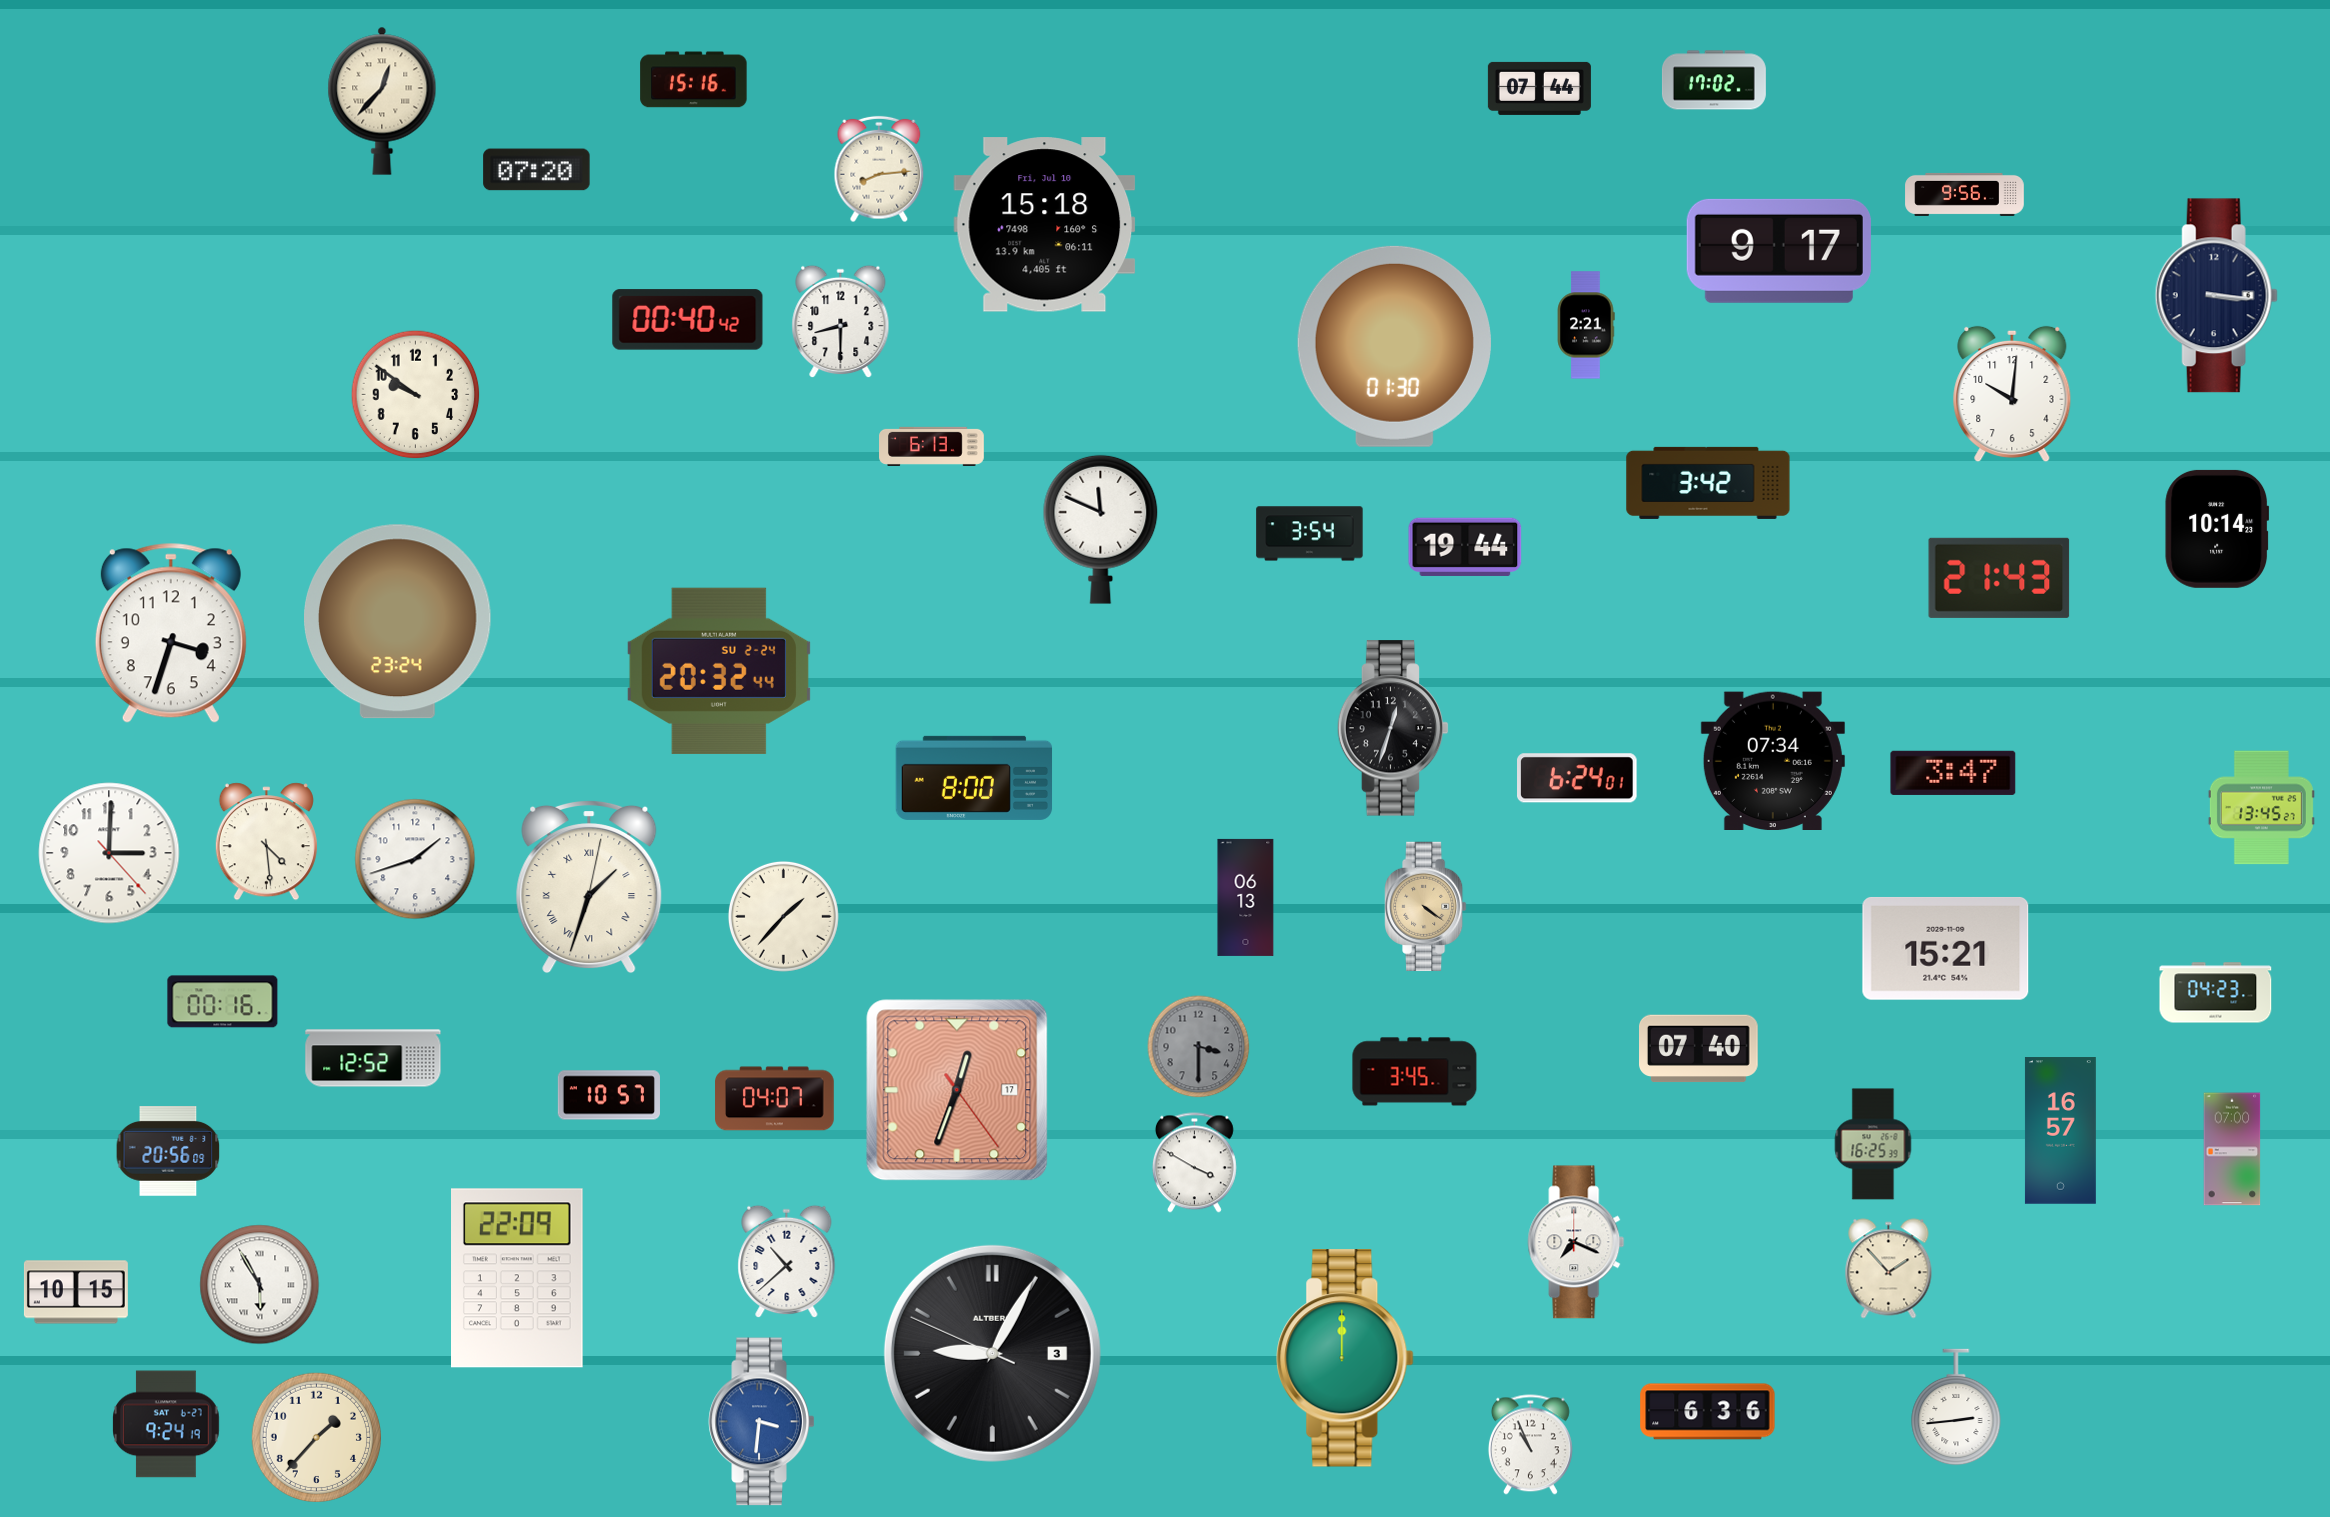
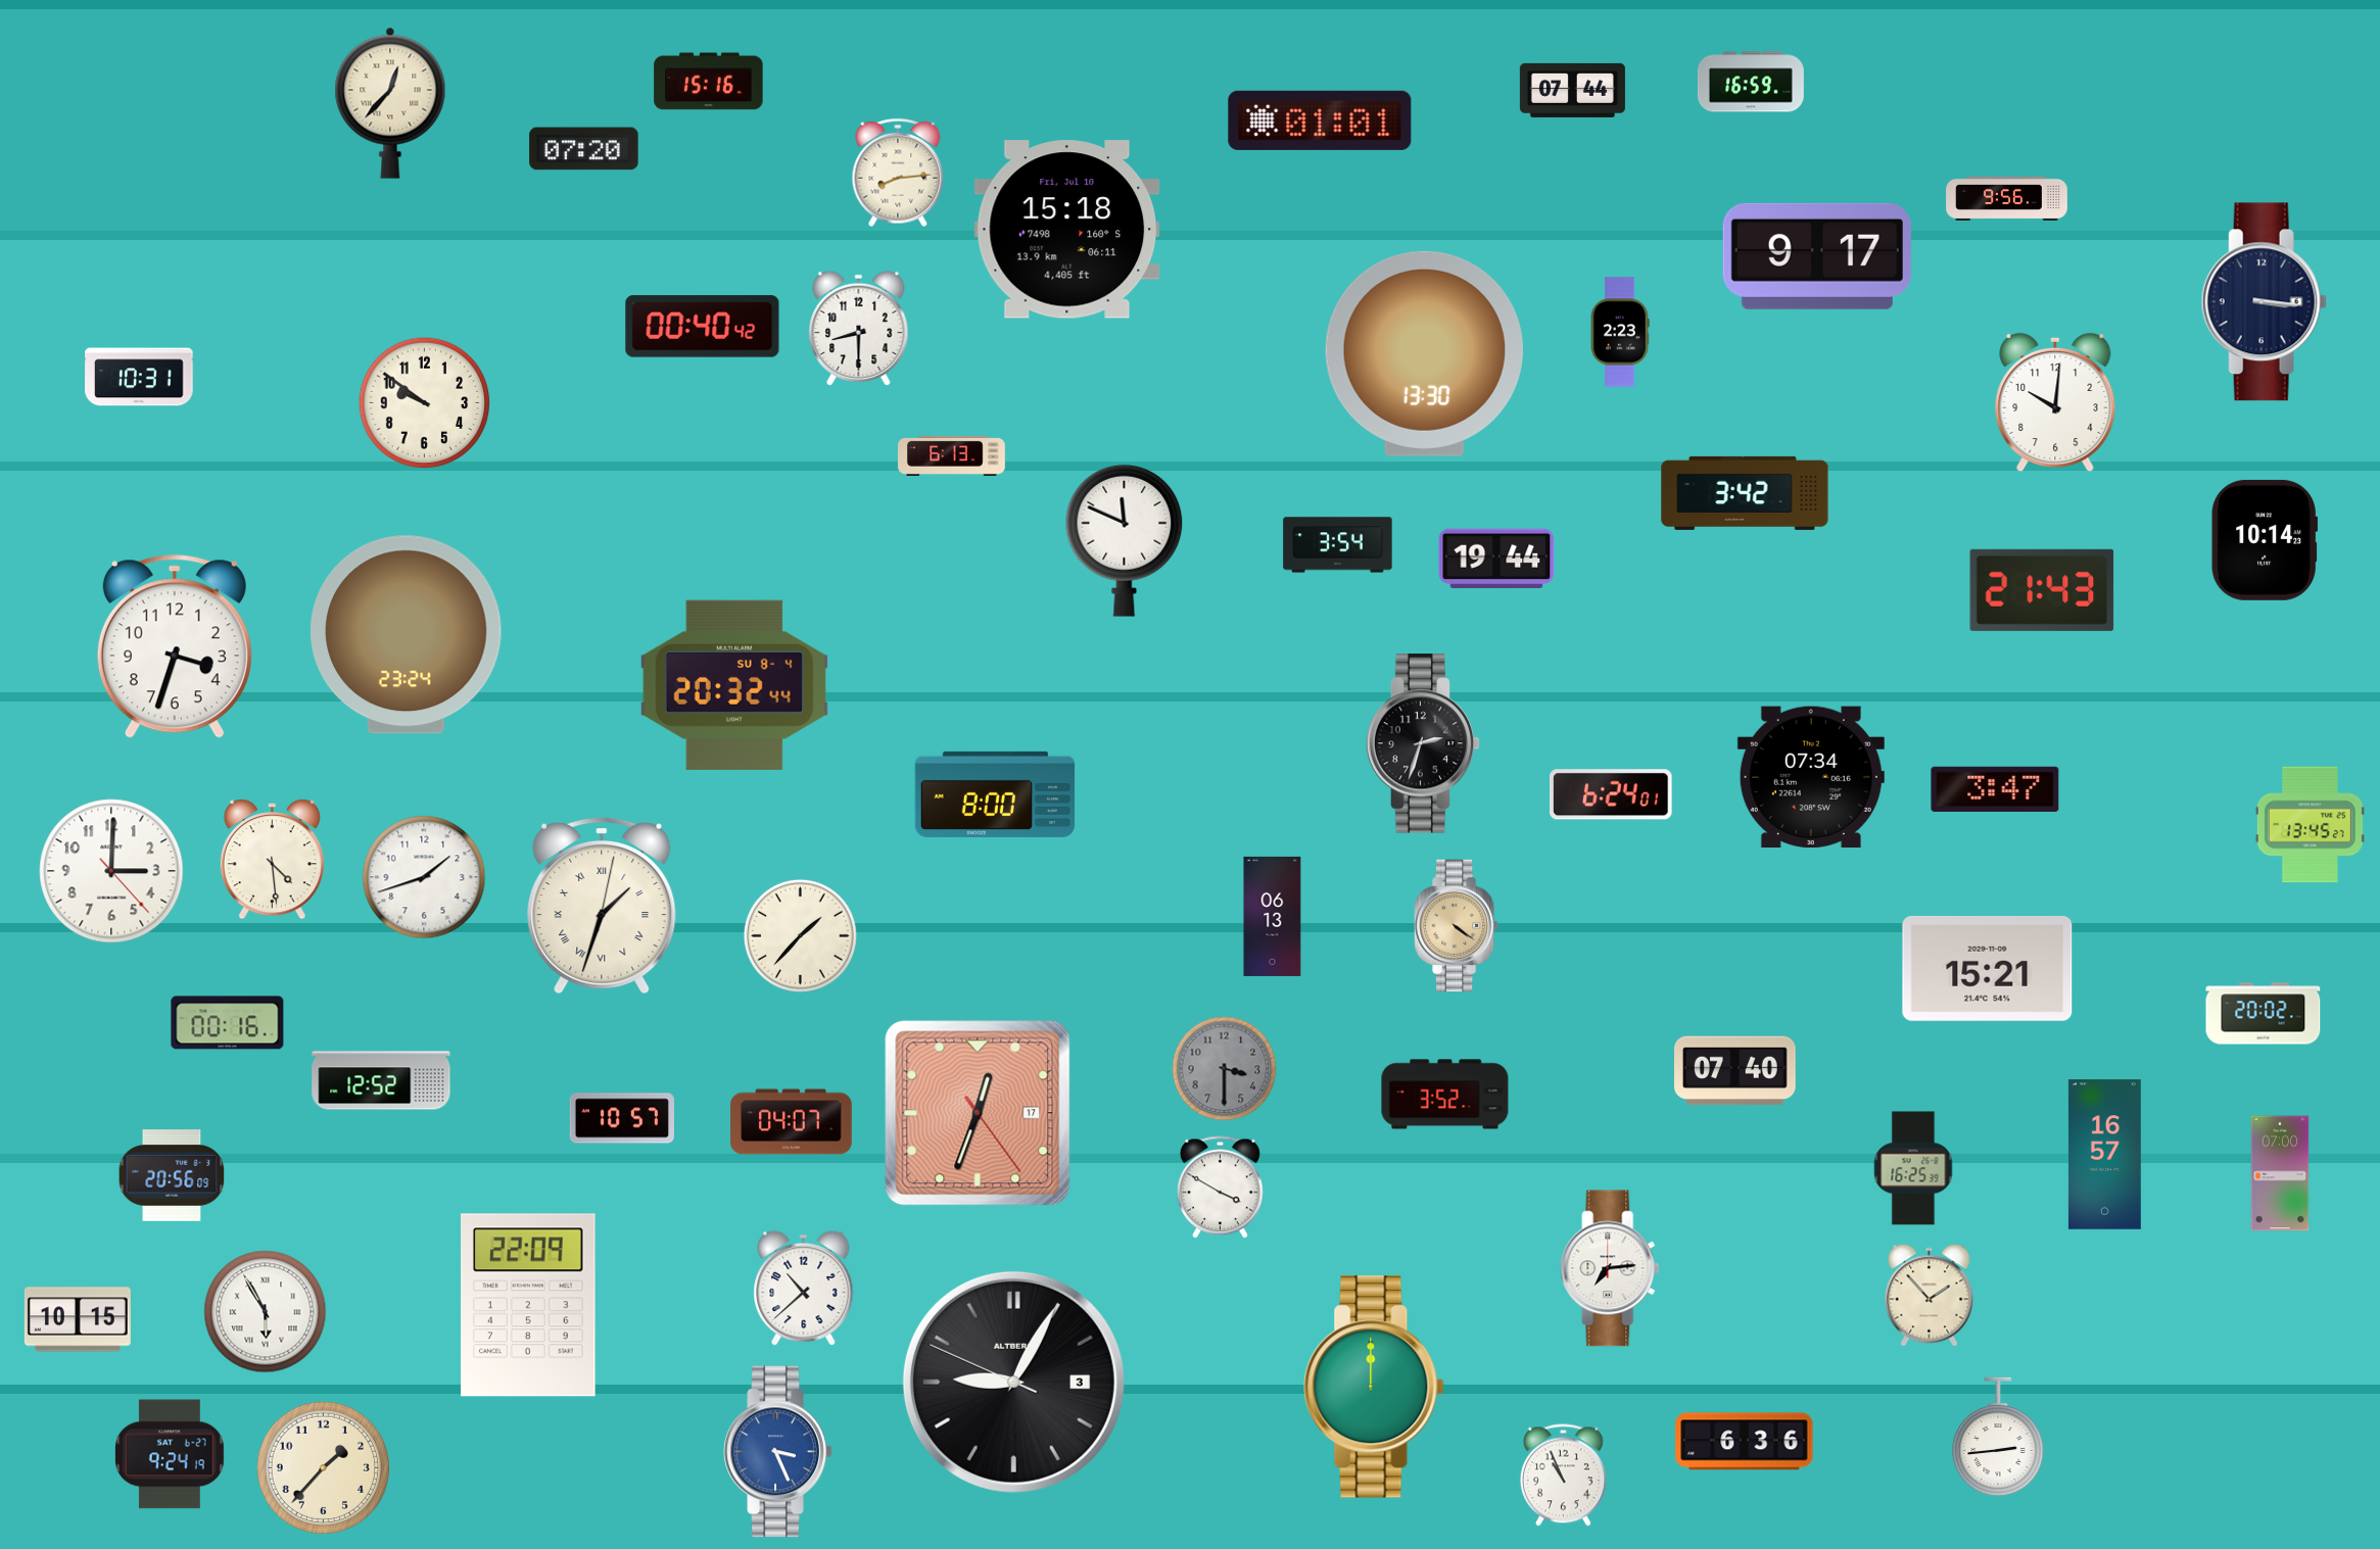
clock at (1714, 80): 17:02 -> 16:59
clock at (1320, 120): none -> 01:01
clock at (537, 170) position: (537, 170) -> (584, 149)
clock at (1586, 325): 2:21 -> 2:23
clock at (1394, 346): 01:30 -> 13:30
clock at (139, 377): none -> 10:31
clock at (719, 671) date: SU 2-24 -> SU 8-4
clock at (1393, 728): 12:33 -> 2:33
clock at (2216, 993): 04:23 -> 20:02
clock at (1415, 1072): 3:45 -> 3:52
clock at (1576, 1242): 7:19 -> 7:14
clock at (762, 1422): 3:31 -> 3:26
